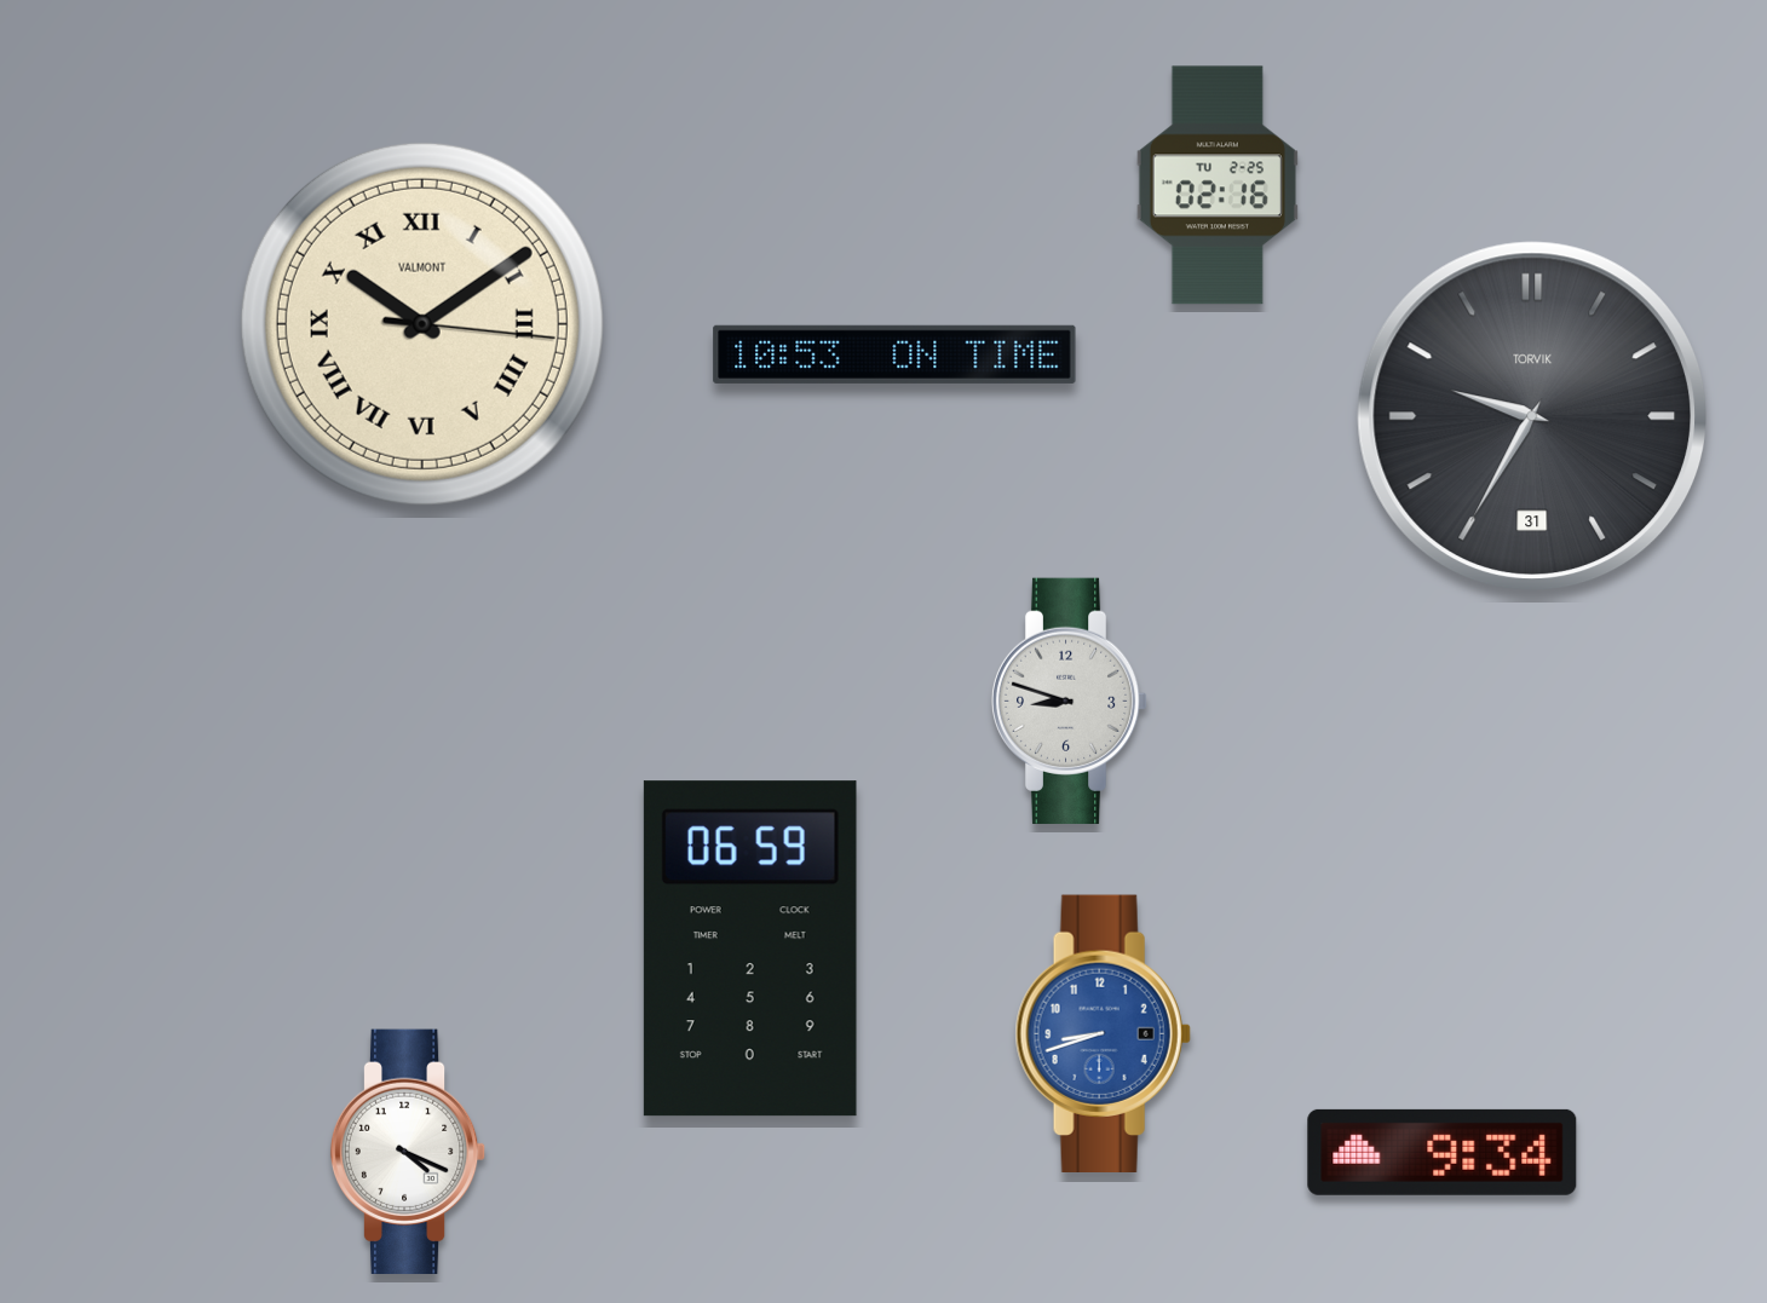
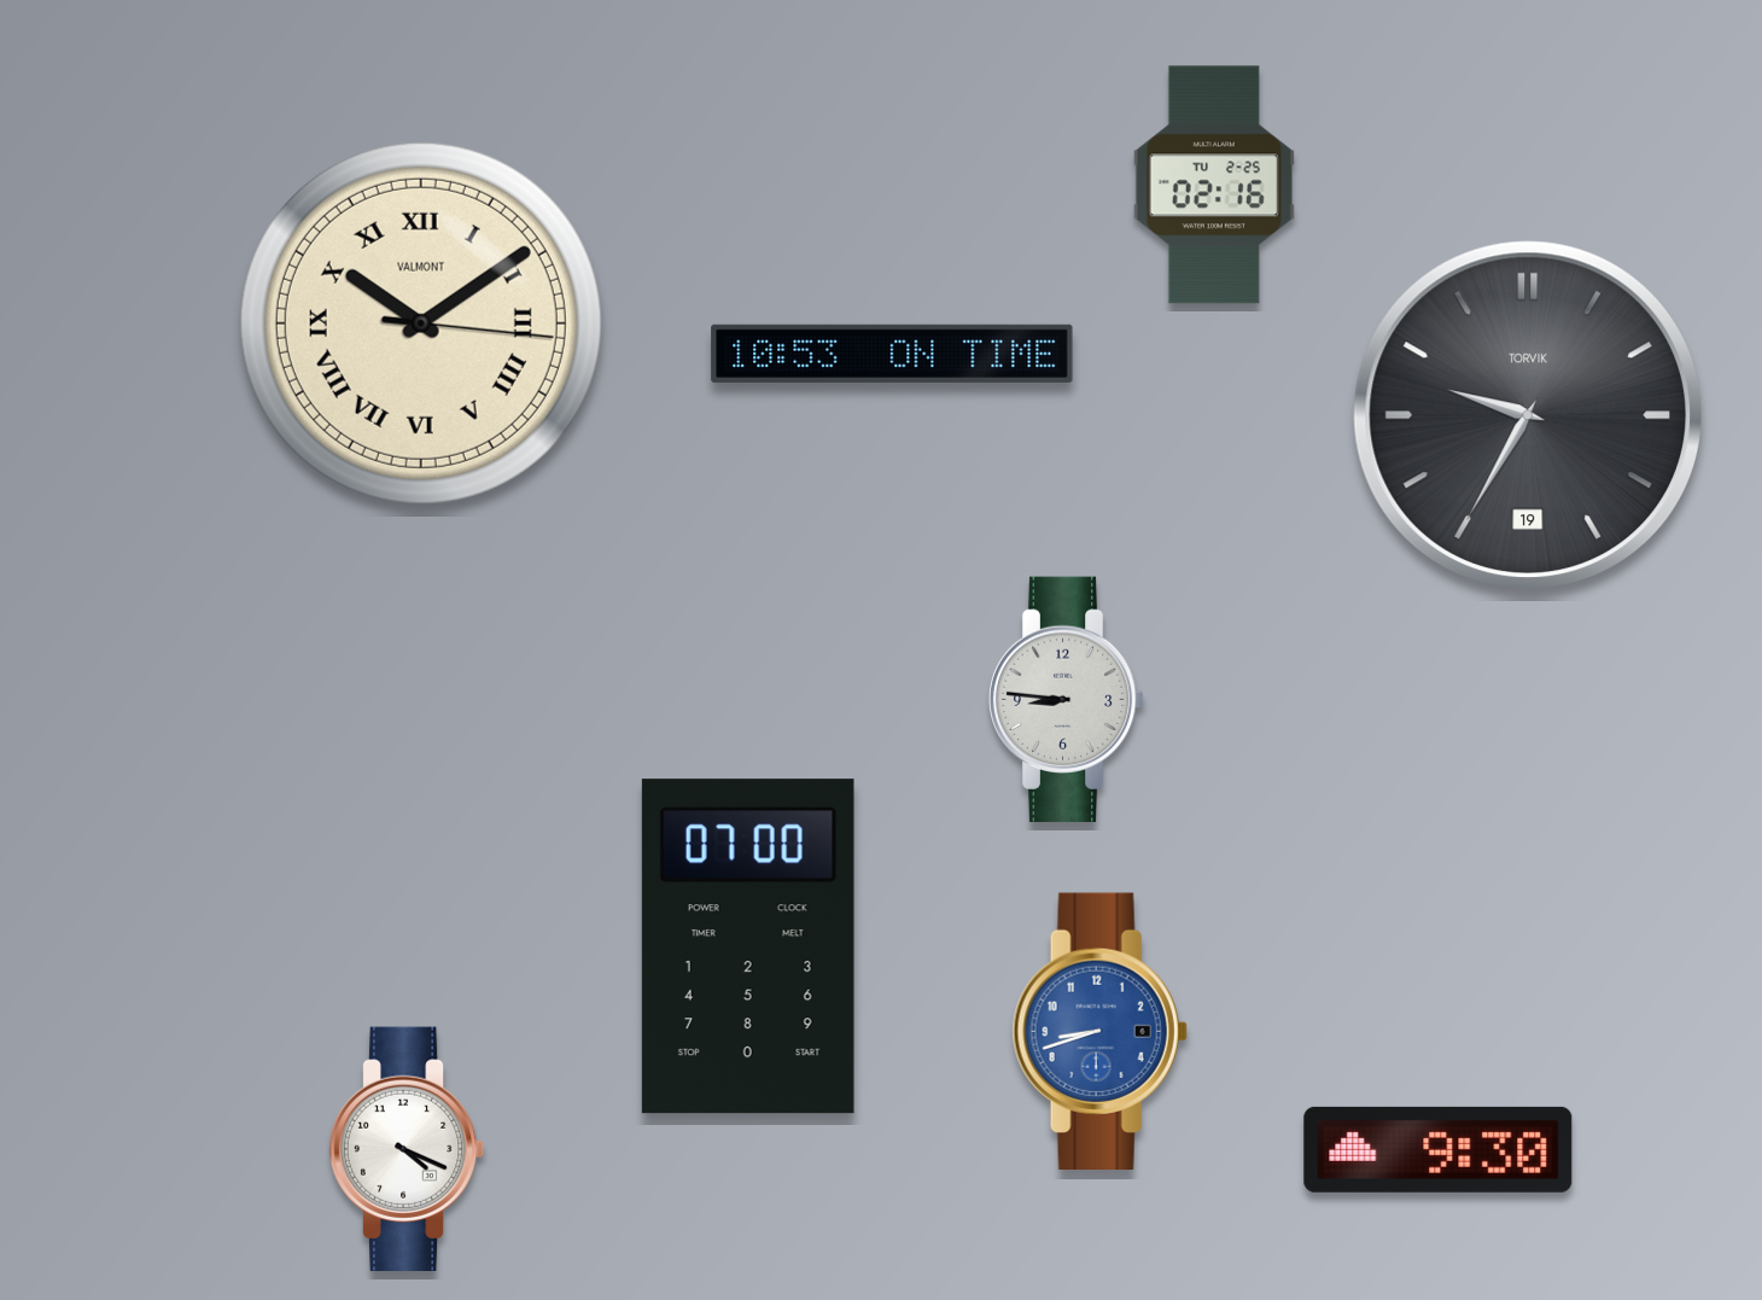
clock at (1531, 415) date: 31 -> 19
clock at (1070, 700): 8:48 -> 8:46
clock at (750, 949): 06:59 -> 07:00
clock at (1443, 1152): 9:34 -> 9:30
